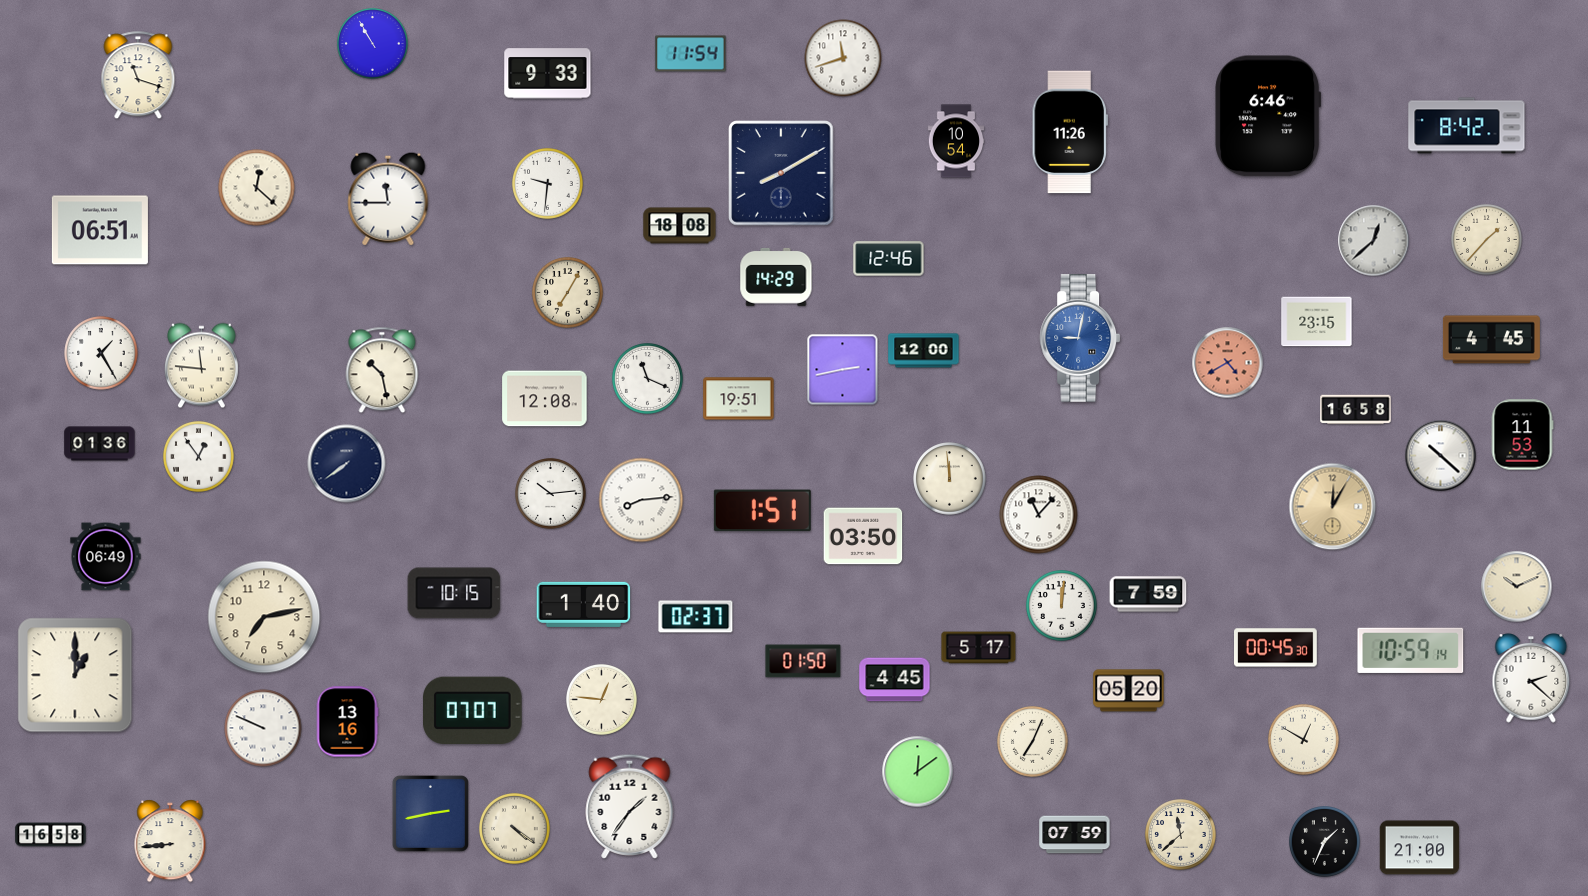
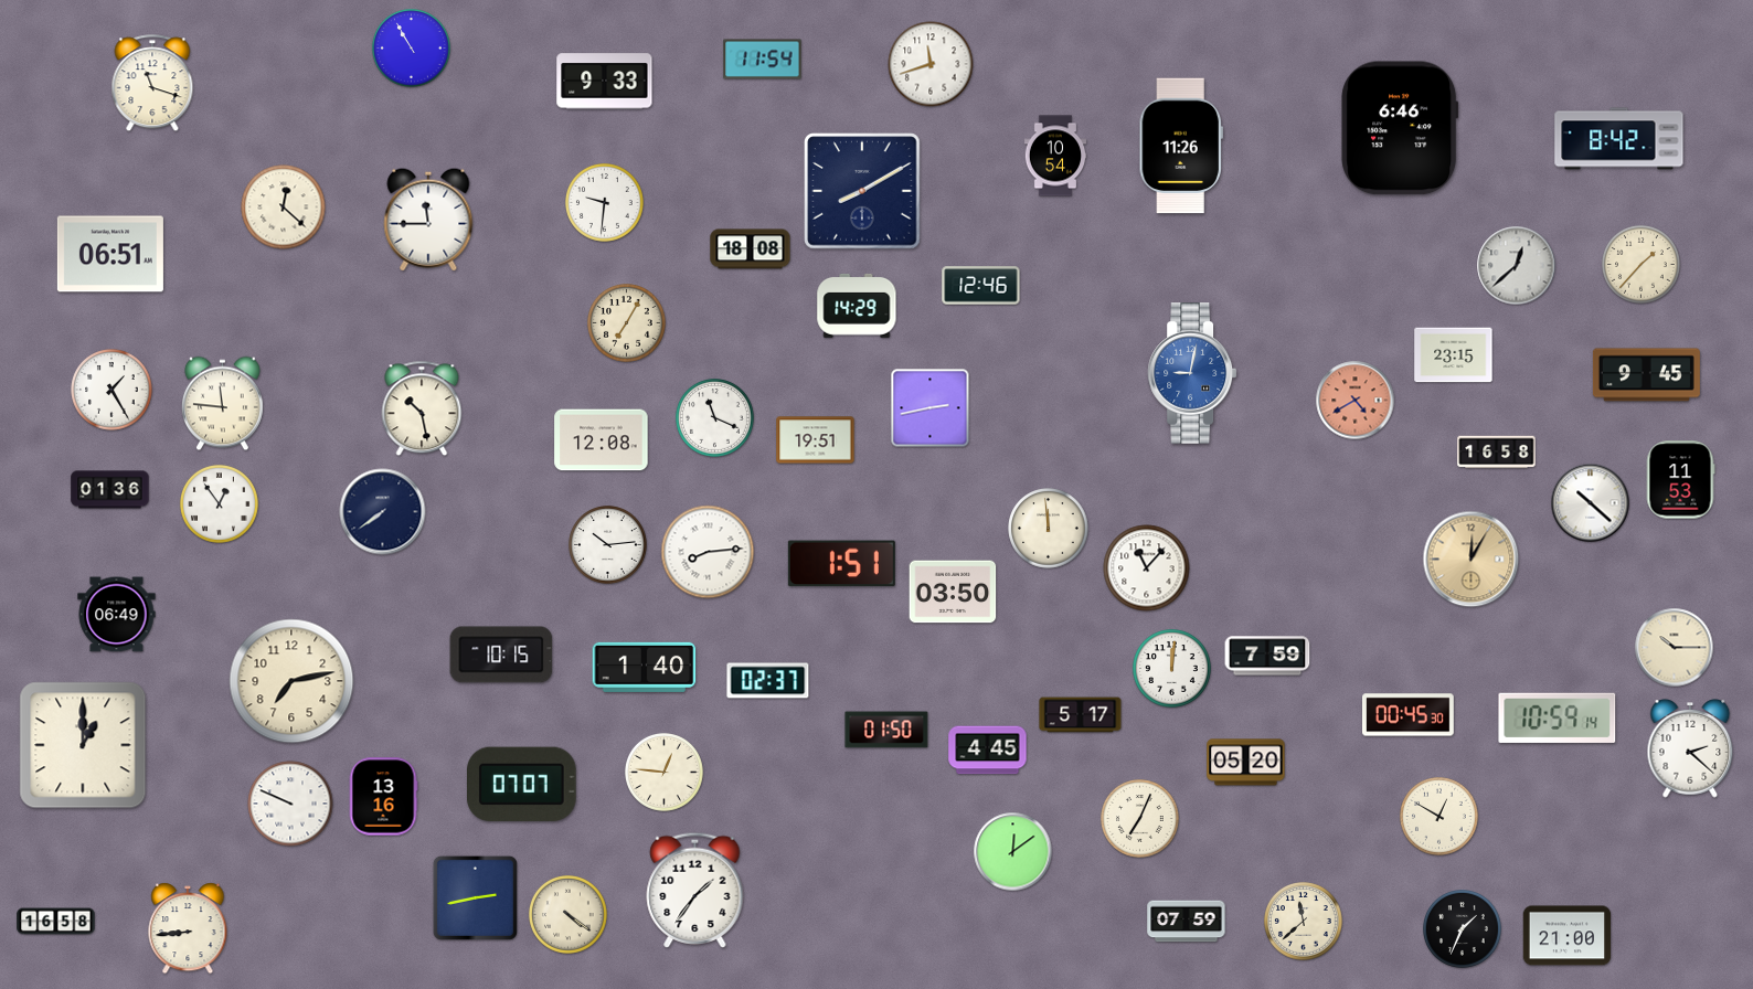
clock at (1491, 340): 4:45 -> 9:45
clock at (924, 351): 12:00 -> none
clock at (1517, 587): 10:11 -> 10:15
